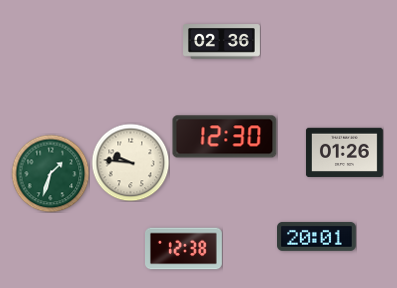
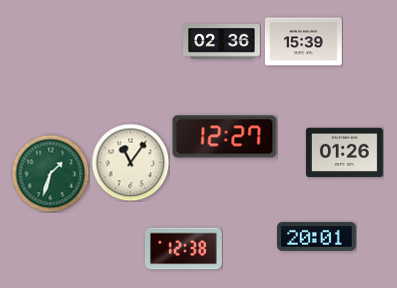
clock at (303, 42): none -> 15:39
clock at (225, 137): 12:30 -> 12:27
clock at (130, 162): 9:46 -> 11:06
